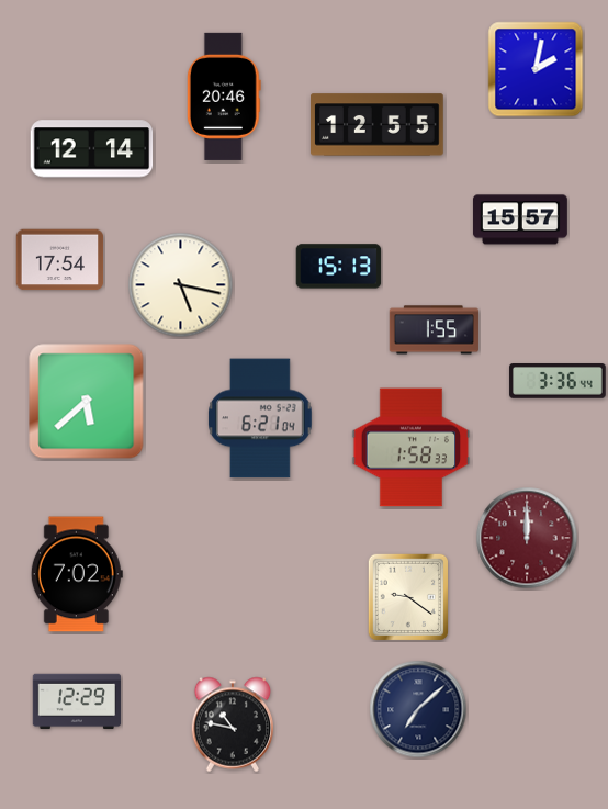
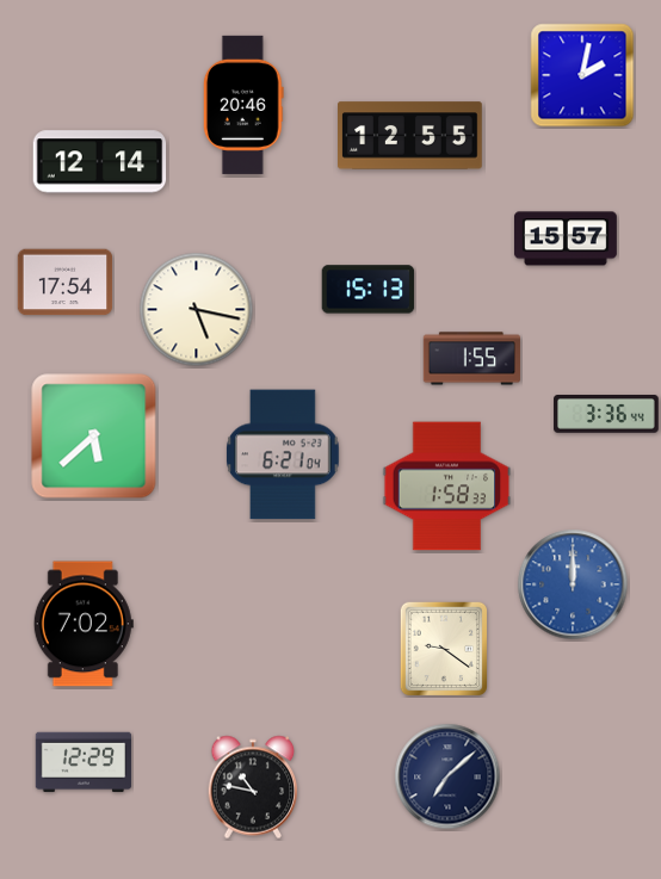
clock at (527, 538) dial: burgundy -> blue
clock at (418, 709) position: (418, 709) -> (447, 776)
